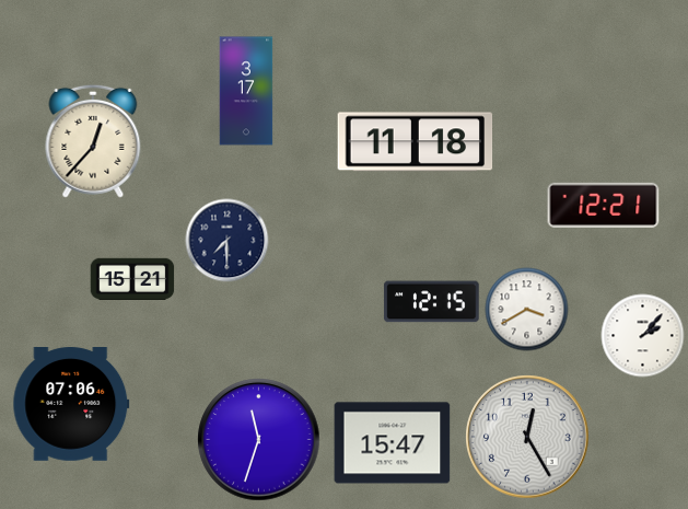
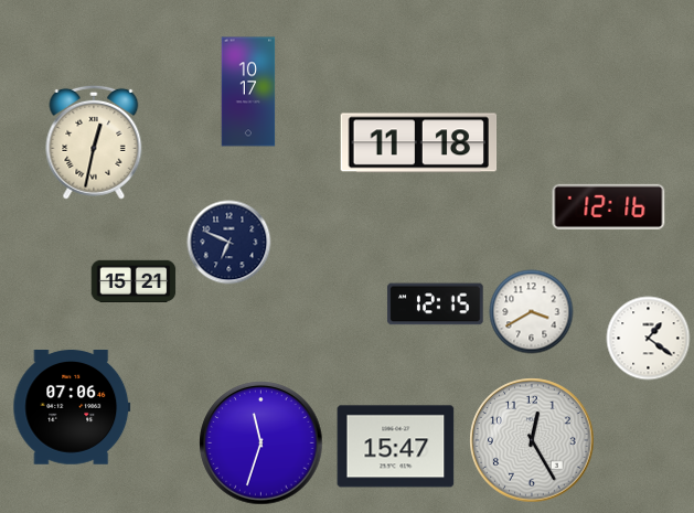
clock at (246, 91): 3:17 -> 10:17
clock at (93, 141): 12:37 -> 12:32
clock at (604, 205): 12:21 -> 12:16
clock at (228, 241): 7:30 -> 6:49
clock at (643, 336): 2:07 -> 1:21
